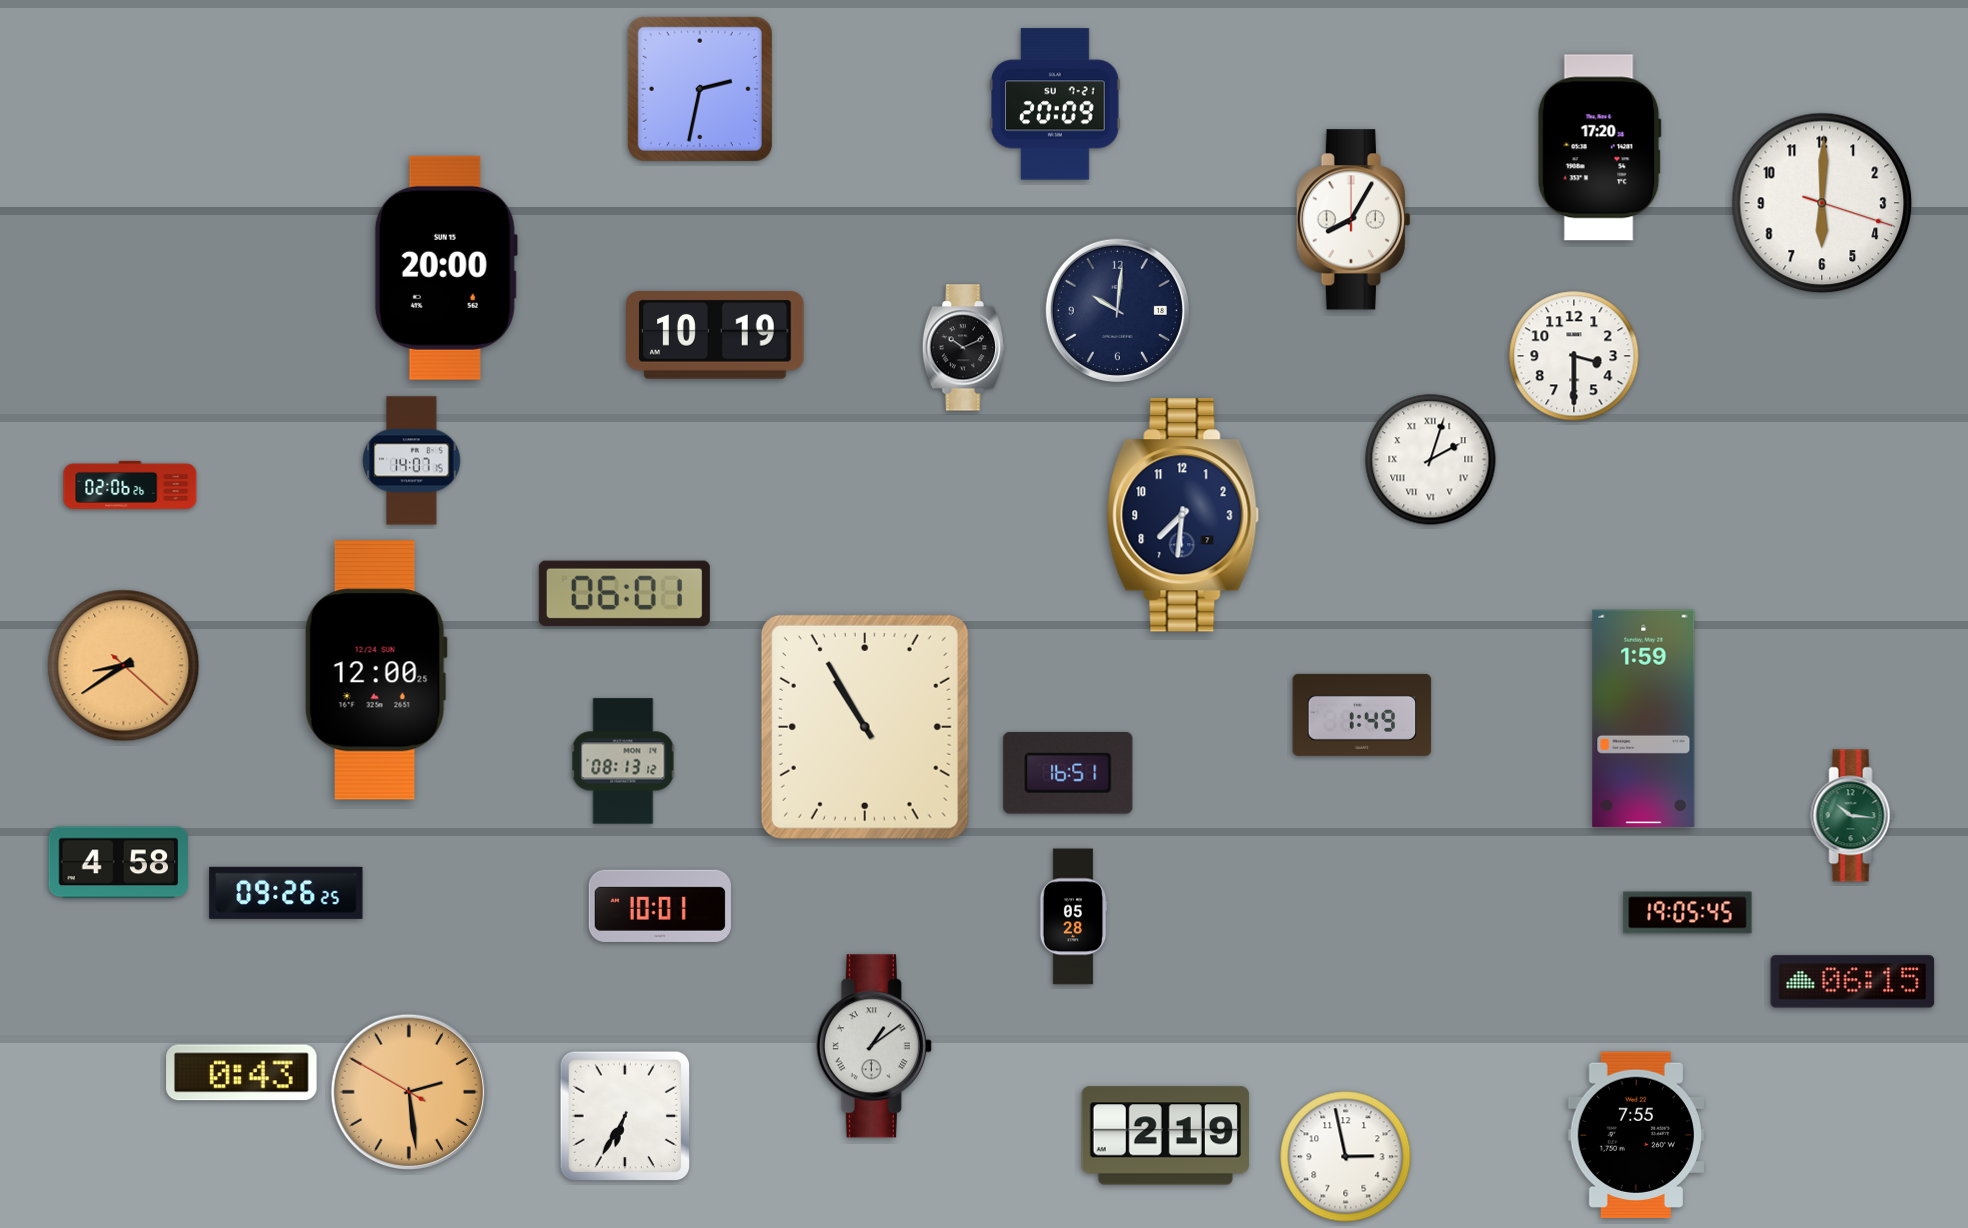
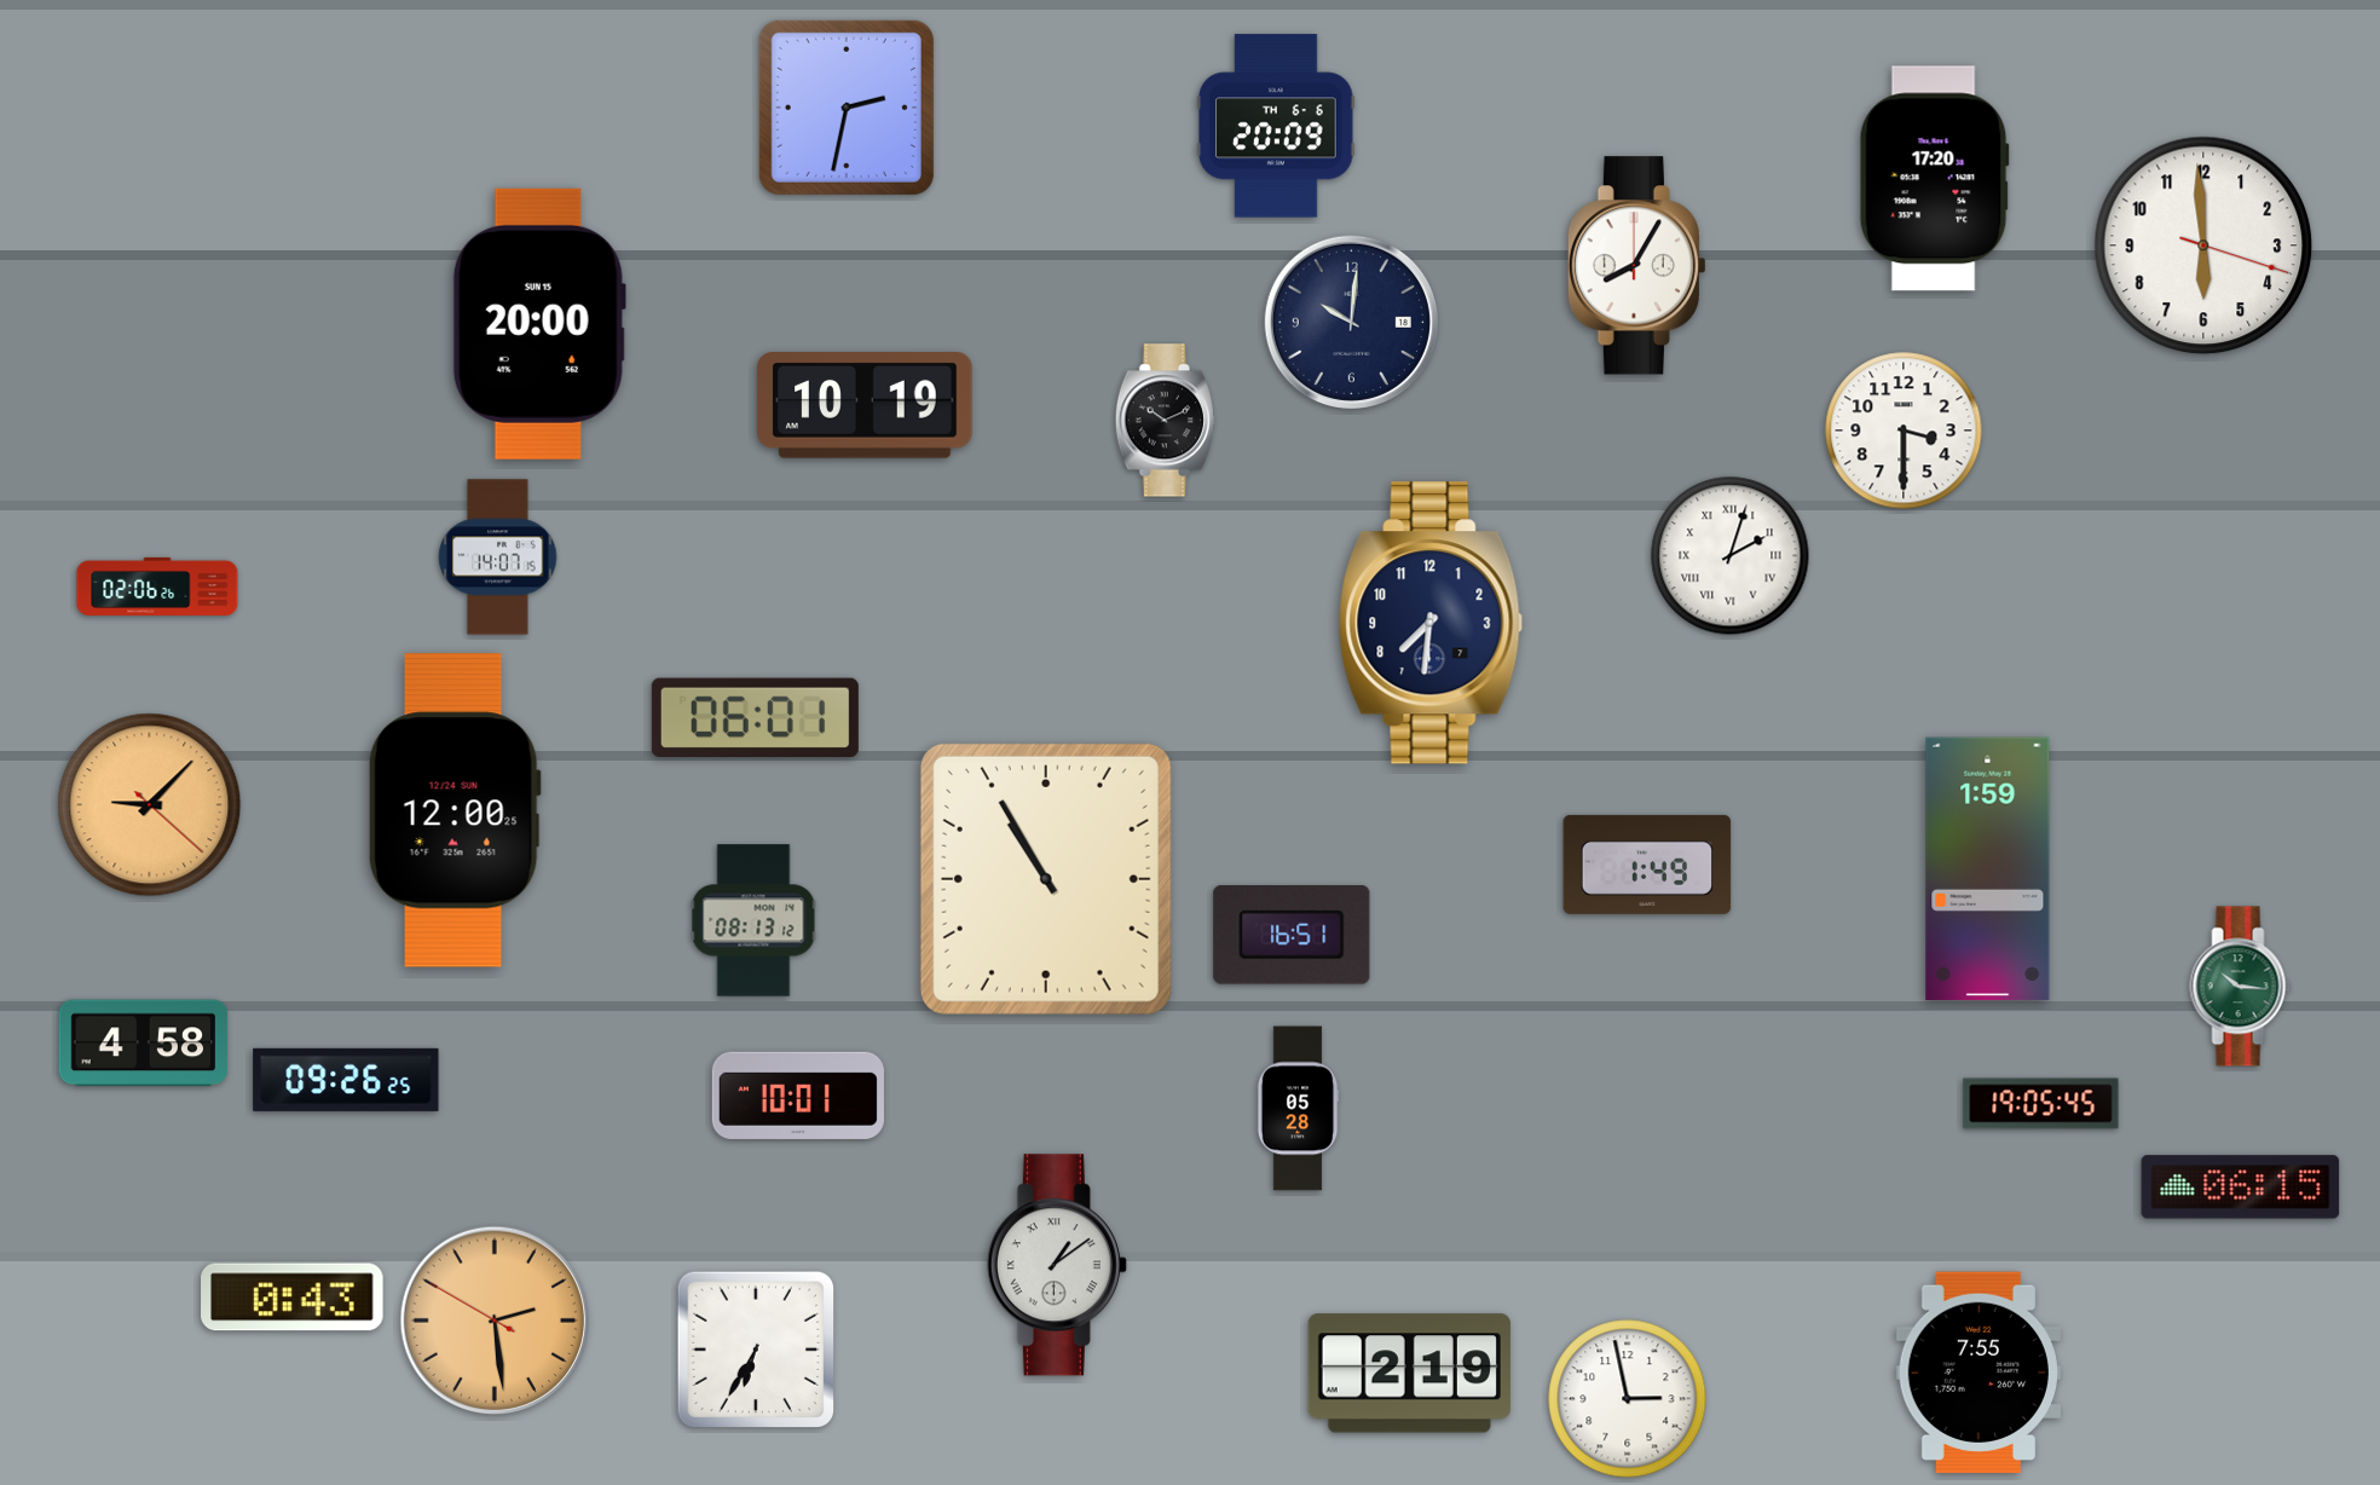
clock at (1055, 104) date: SU 7-21 -> TH 6-6
clock at (1822, 203): 6:00 -> 5:59
clock at (1117, 310) position: (1117, 310) -> (1351, 322)
clock at (124, 666): 8:39 -> 9:07
